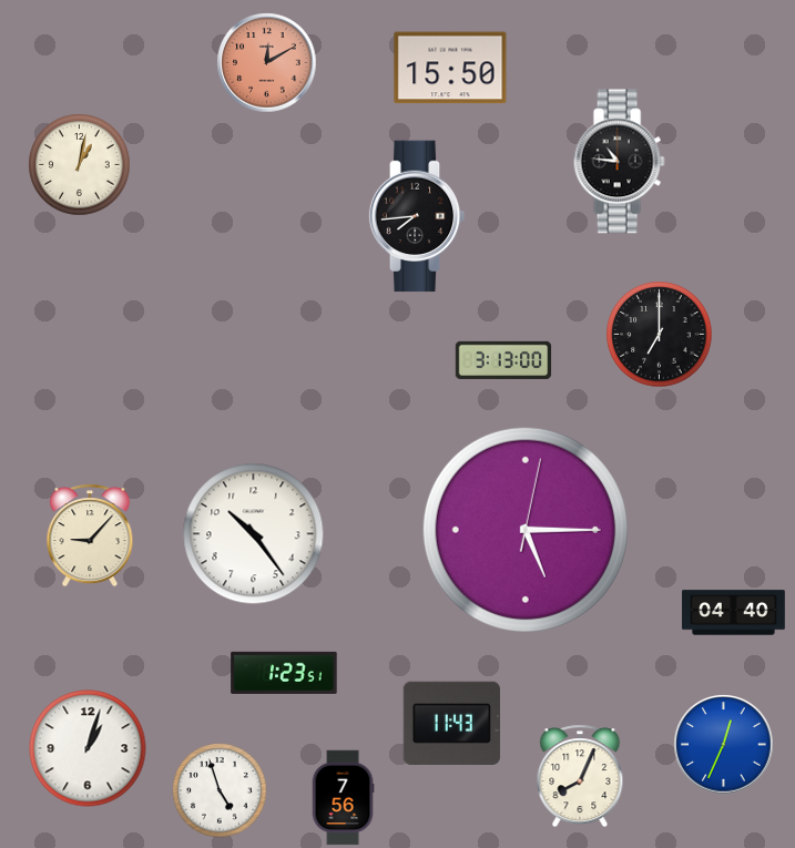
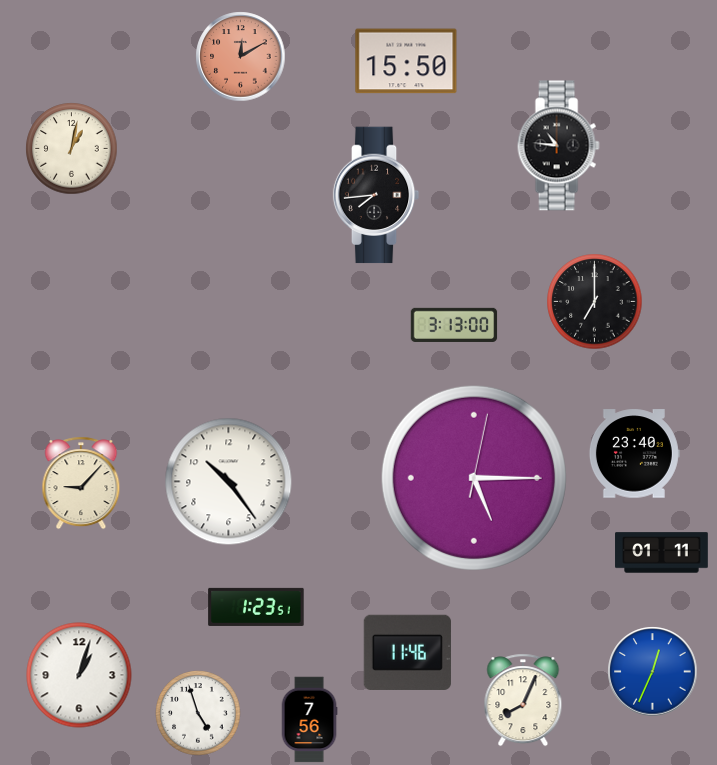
clock at (634, 454): none -> 23:40
clock at (734, 613): 04:40 -> 01:11
clock at (451, 723): 11:43 -> 11:46
